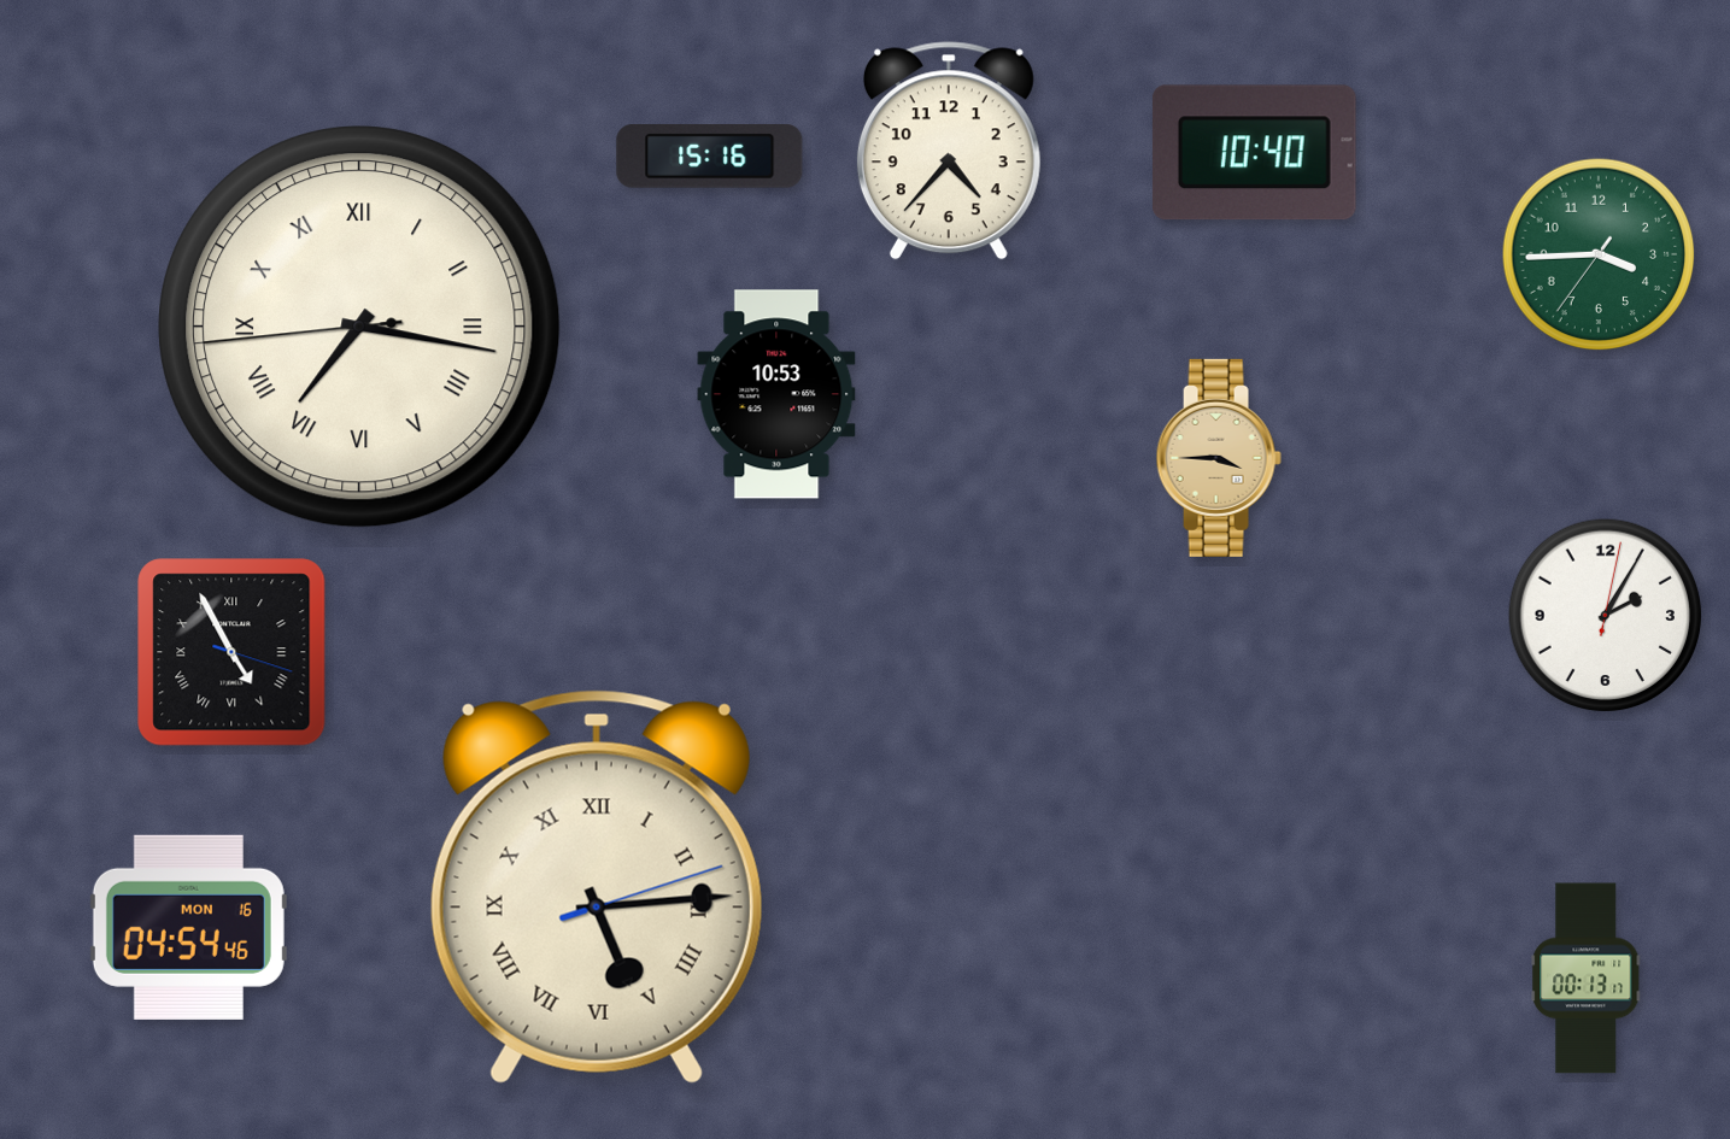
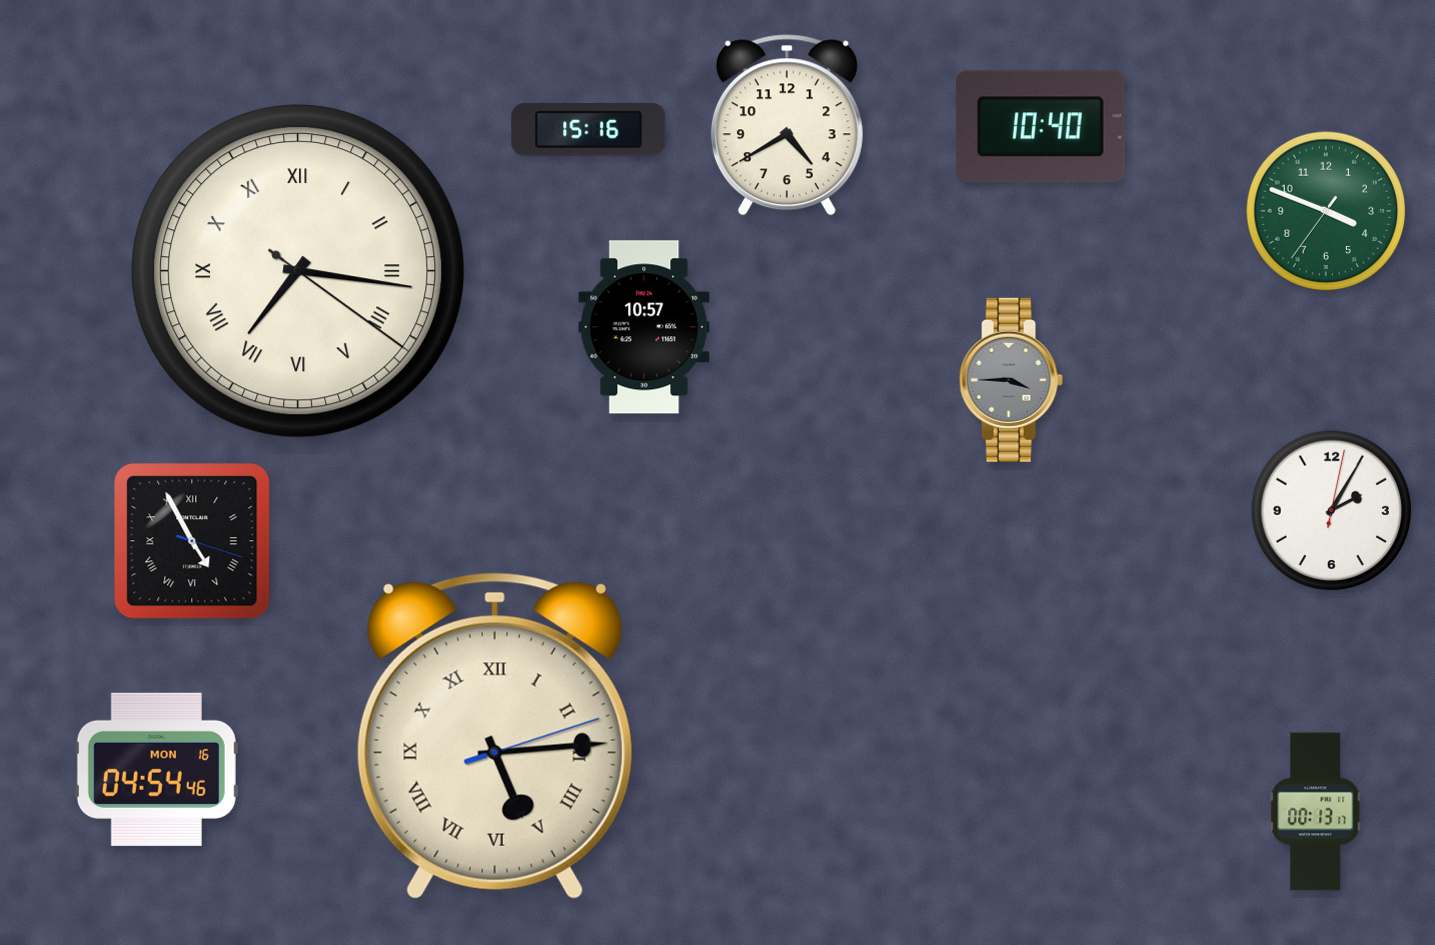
clock at (949, 151): 4:37 -> 4:40
clock at (1599, 254): 3:44 -> 3:48
clock at (360, 328): 7:16:44 -> 7:16:21
clock at (776, 394): 10:53 -> 10:57
clock at (1219, 458) dial: champagne -> grey
